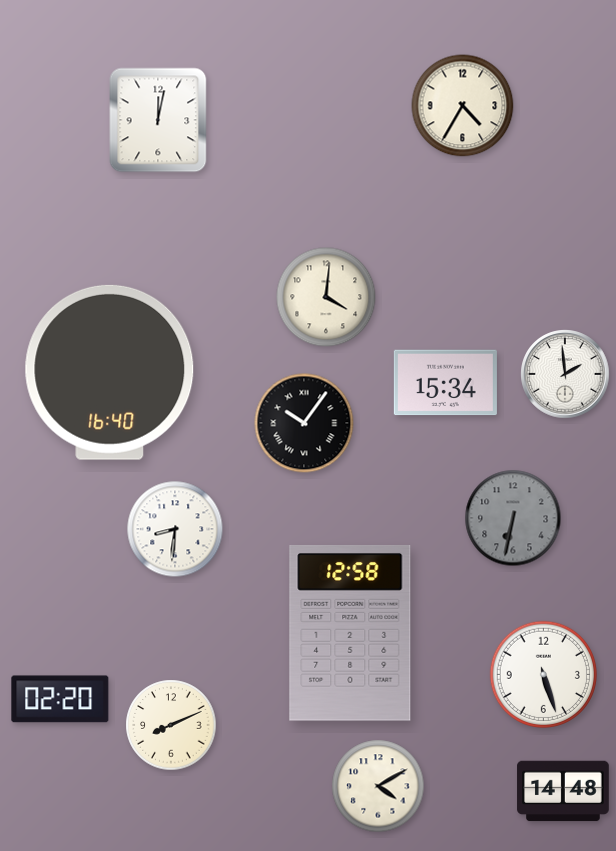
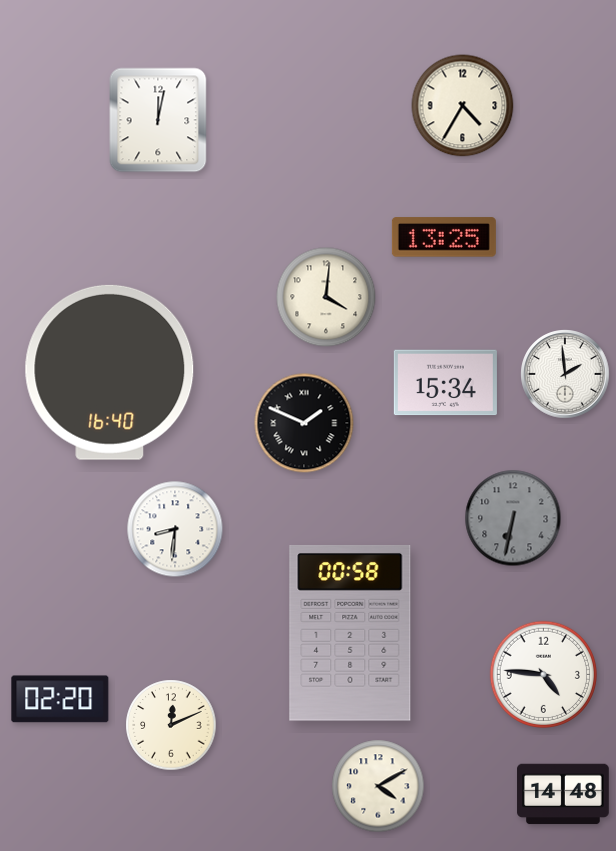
clock at (444, 237): none -> 13:25
clock at (304, 423): 10:06 -> 1:49
clock at (350, 633): 12:58 -> 00:58
clock at (543, 674): 5:27 -> 4:46
clock at (171, 725): 8:11 -> 12:11
clock at (563, 791) position: (563, 791) -> (563, 794)
